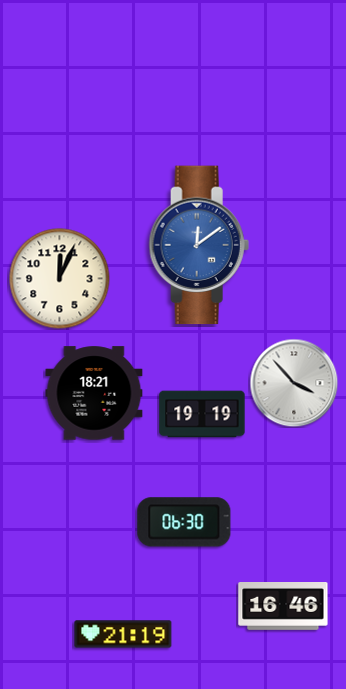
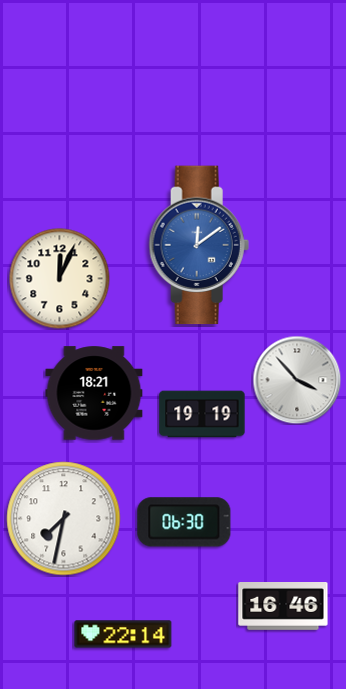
clock at (294, 383) position: (294, 383) -> (297, 380)
clock at (64, 519): none -> 7:32
clock at (123, 634): 21:19 -> 22:14
